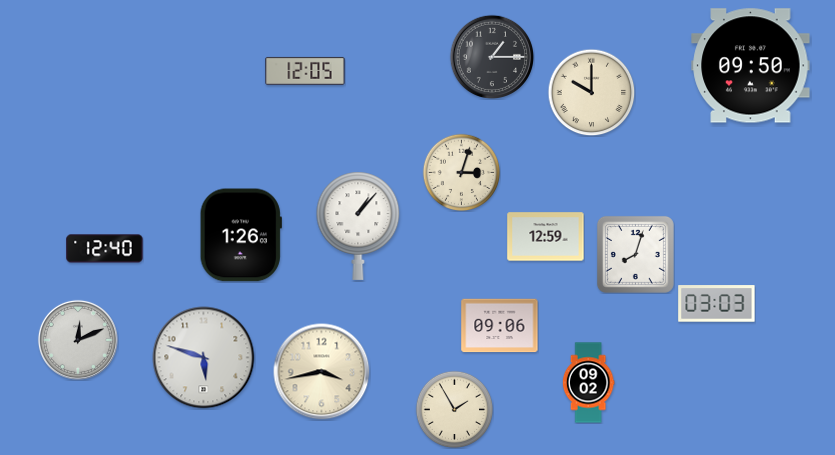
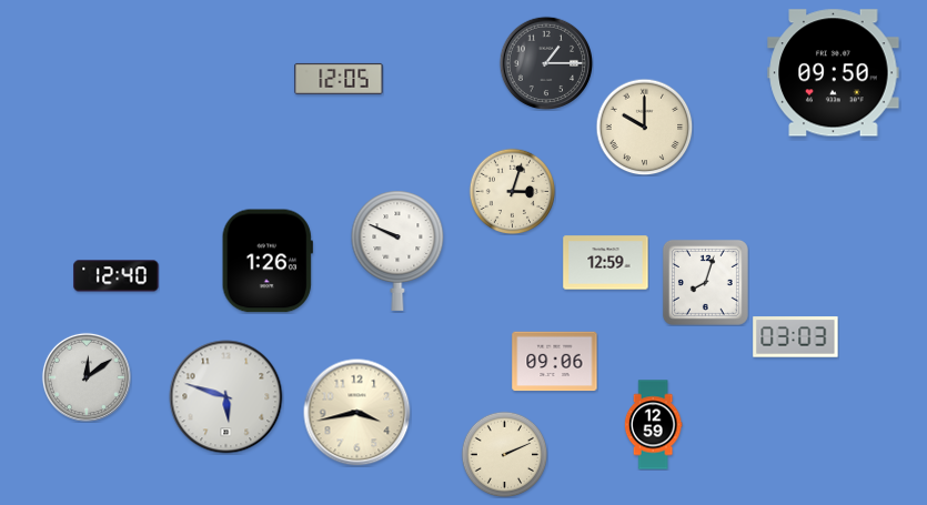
clock at (591, 92) position: (591, 92) -> (644, 127)
clock at (358, 226): 1:07 -> 9:49
clock at (78, 340): 12:11 -> 12:09
clock at (588, 383): 09:02 -> 12:59
clock at (454, 409): 1:55 -> 2:11
